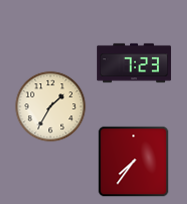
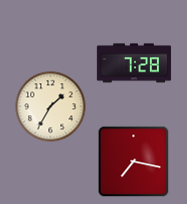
clock at (134, 63): 7:23 -> 7:28
clock at (134, 162): 7:36 -> 7:17
